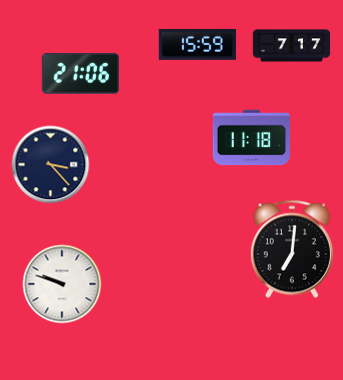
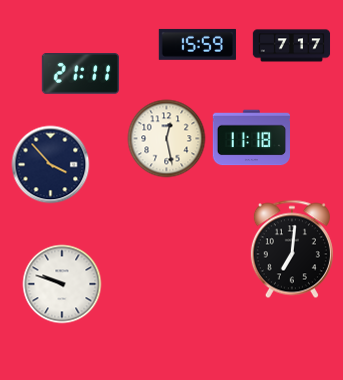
clock at (80, 74): 21:06 -> 21:11
clock at (166, 138): none -> 12:28
clock at (50, 164): 3:23 -> 3:53
